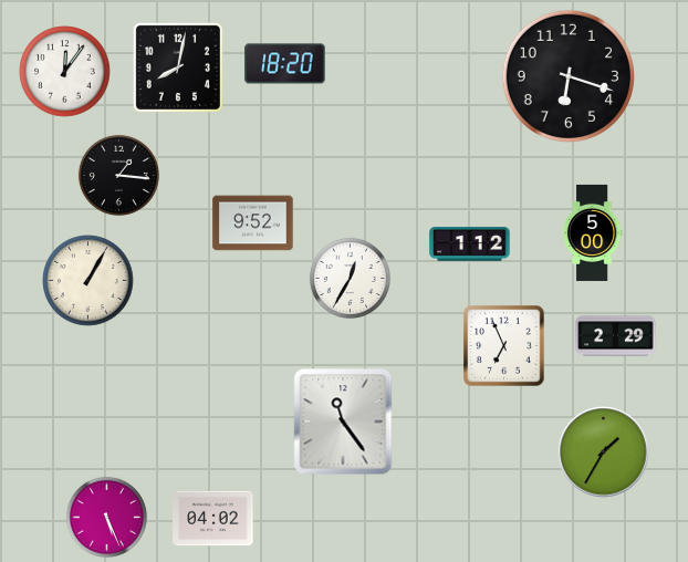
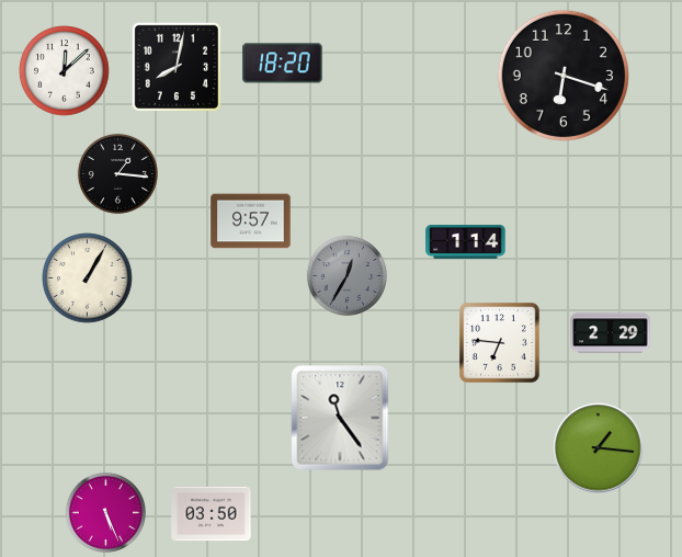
clock at (65, 72): 12:06 -> 12:08
clock at (253, 223): 9:52 -> 9:57
clock at (592, 232): 5:00 -> none
clock at (470, 244): 1:12 -> 1:14
clock at (350, 278) dial: white -> grey
clock at (504, 346): 6:56 -> 6:46
clock at (604, 452): 1:35 -> 1:16
clock at (213, 519): 04:02 -> 03:50
